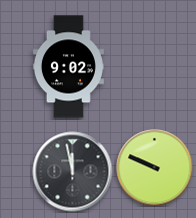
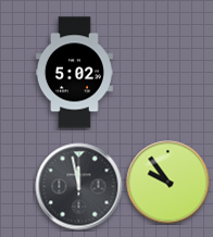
clock at (68, 67): 9:02 -> 5:02
clock at (155, 168): 9:49 -> 9:54
